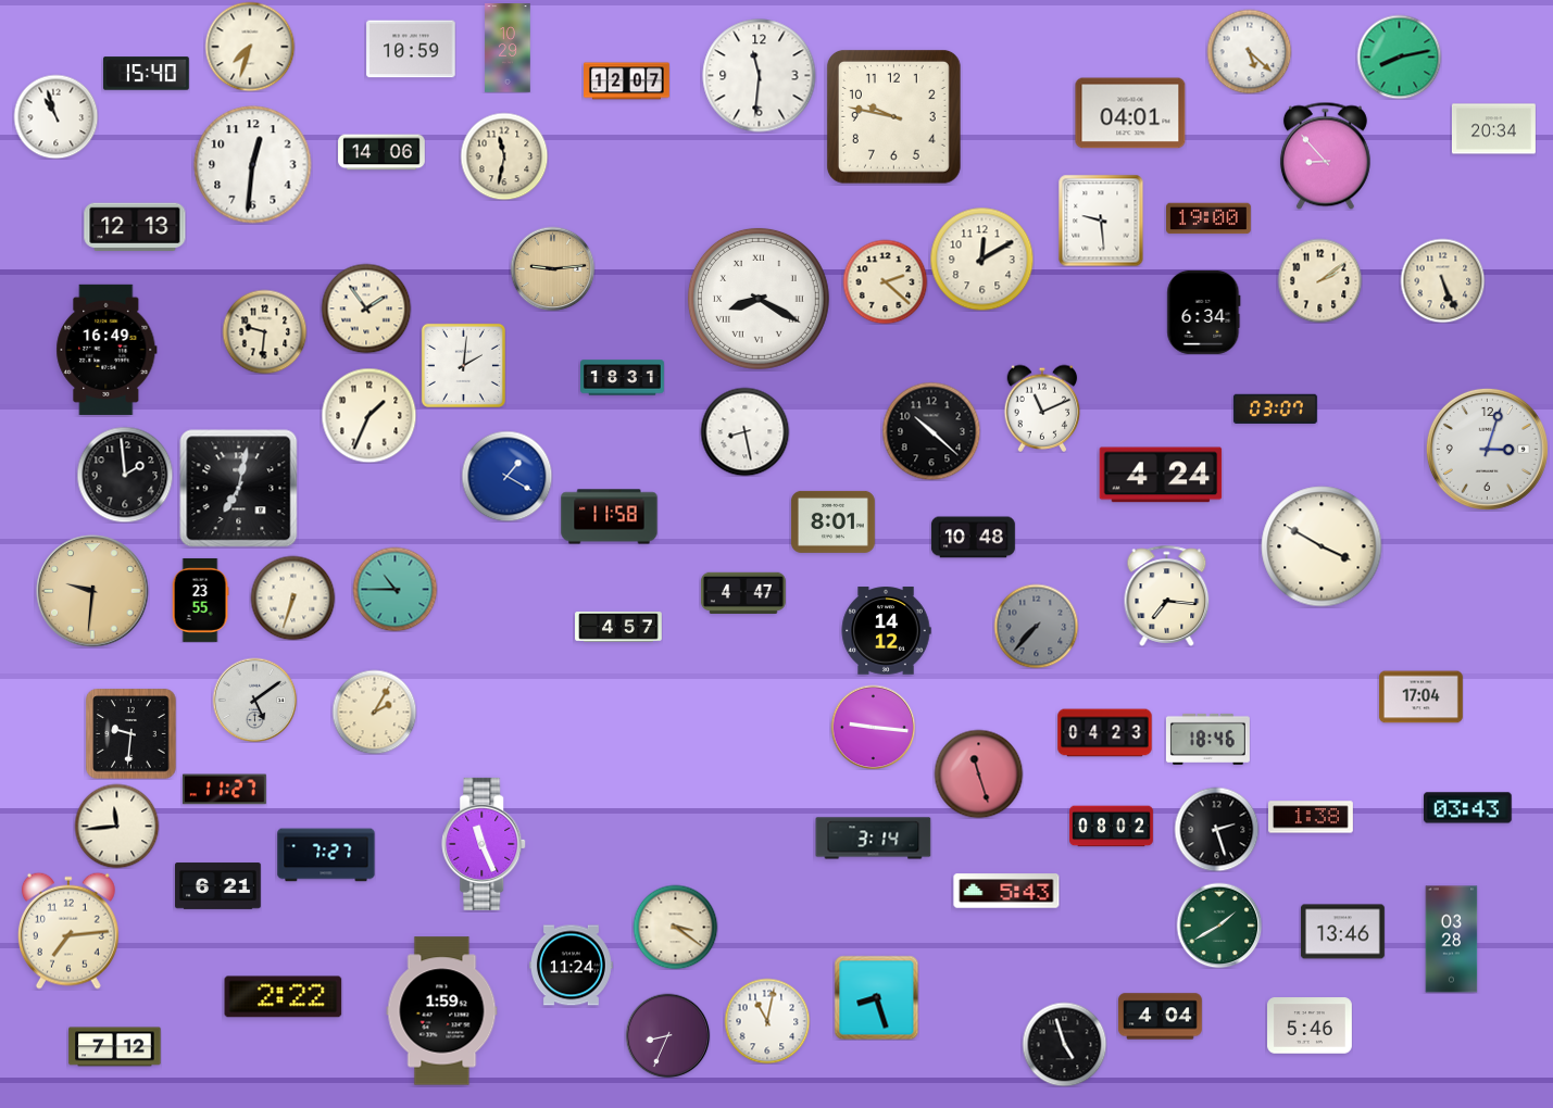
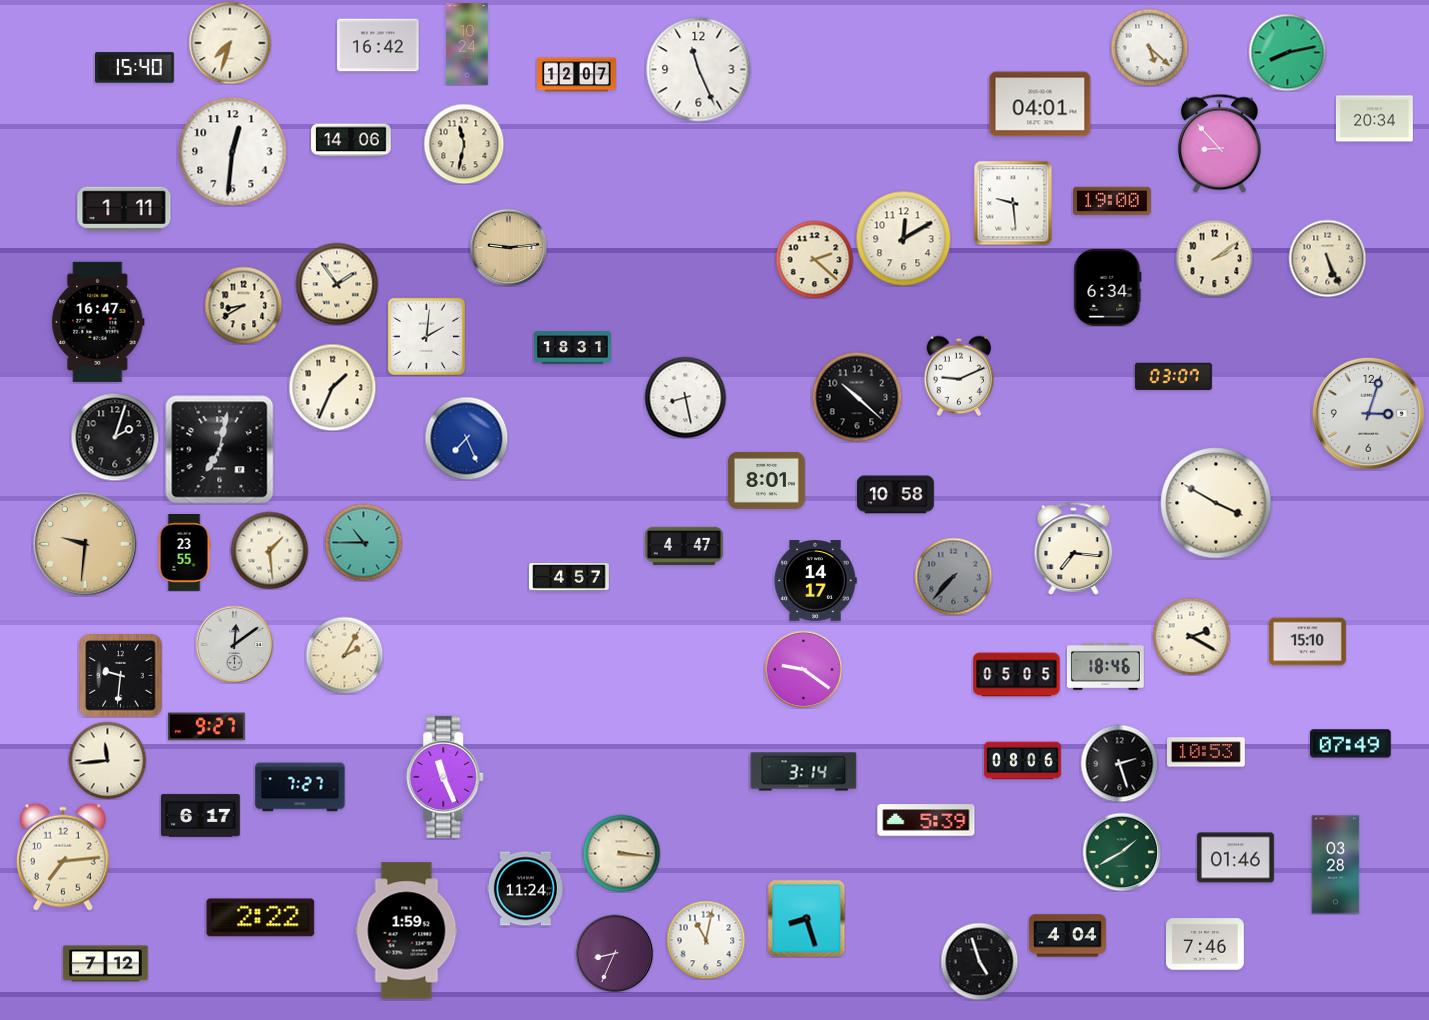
clock at (508, 48): 10:29 -> 10:24
clock at (411, 49): 10:59 -> 16:42
clock at (760, 76): 11:31 -> 11:26
clock at (55, 116): 10:57 -> none
clock at (893, 116): 9:47 -> none
clock at (135, 226): 12:13 -> 1:11
clock at (759, 299): 8:20 -> none
clock at (264, 331): 9:31 -> 8:40
clock at (107, 350): 16:49 -> 16:47
clock at (1042, 408): 11:11 -> 9:11
clock at (368, 415) position: (368, 415) -> (332, 387)
clock at (125, 475): 1:59 -> 2:03
clock at (1161, 475): 4:24 -> none
clock at (506, 476): 1:20 -> 7:26
clock at (610, 517): 11:58 -> none
clock at (973, 538): 10:48 -> 10:58
clock at (292, 597): 6:33 -> 1:29
clock at (886, 631): 14:12 -> 14:17
clock at (1191, 636): none -> 2:20
clock at (1420, 697): 17:04 -> 15:10
clock at (254, 700): 5:09 -> 12:09
clock at (873, 727): 9:16 -> 9:21
clock at (1105, 733): 04:23 -> 05:05
clock at (1207, 739) position: (1207, 739) -> (1105, 666)
clock at (978, 773): 11:27 -> none
clock at (224, 790): 11:27 -> 9:27
clock at (1468, 808): 03:43 -> 07:49
clock at (1312, 817): 1:38 -> 10:53
clock at (1112, 827): 08:02 -> 08:06
clock at (218, 886): 6:21 -> 6:17
clock at (1006, 891): 5:43 -> 5:39
clock at (675, 927): 3:21 -> 3:16
clock at (1342, 932): 13:46 -> 01:46
clock at (1311, 1025): 5:46 -> 7:46
